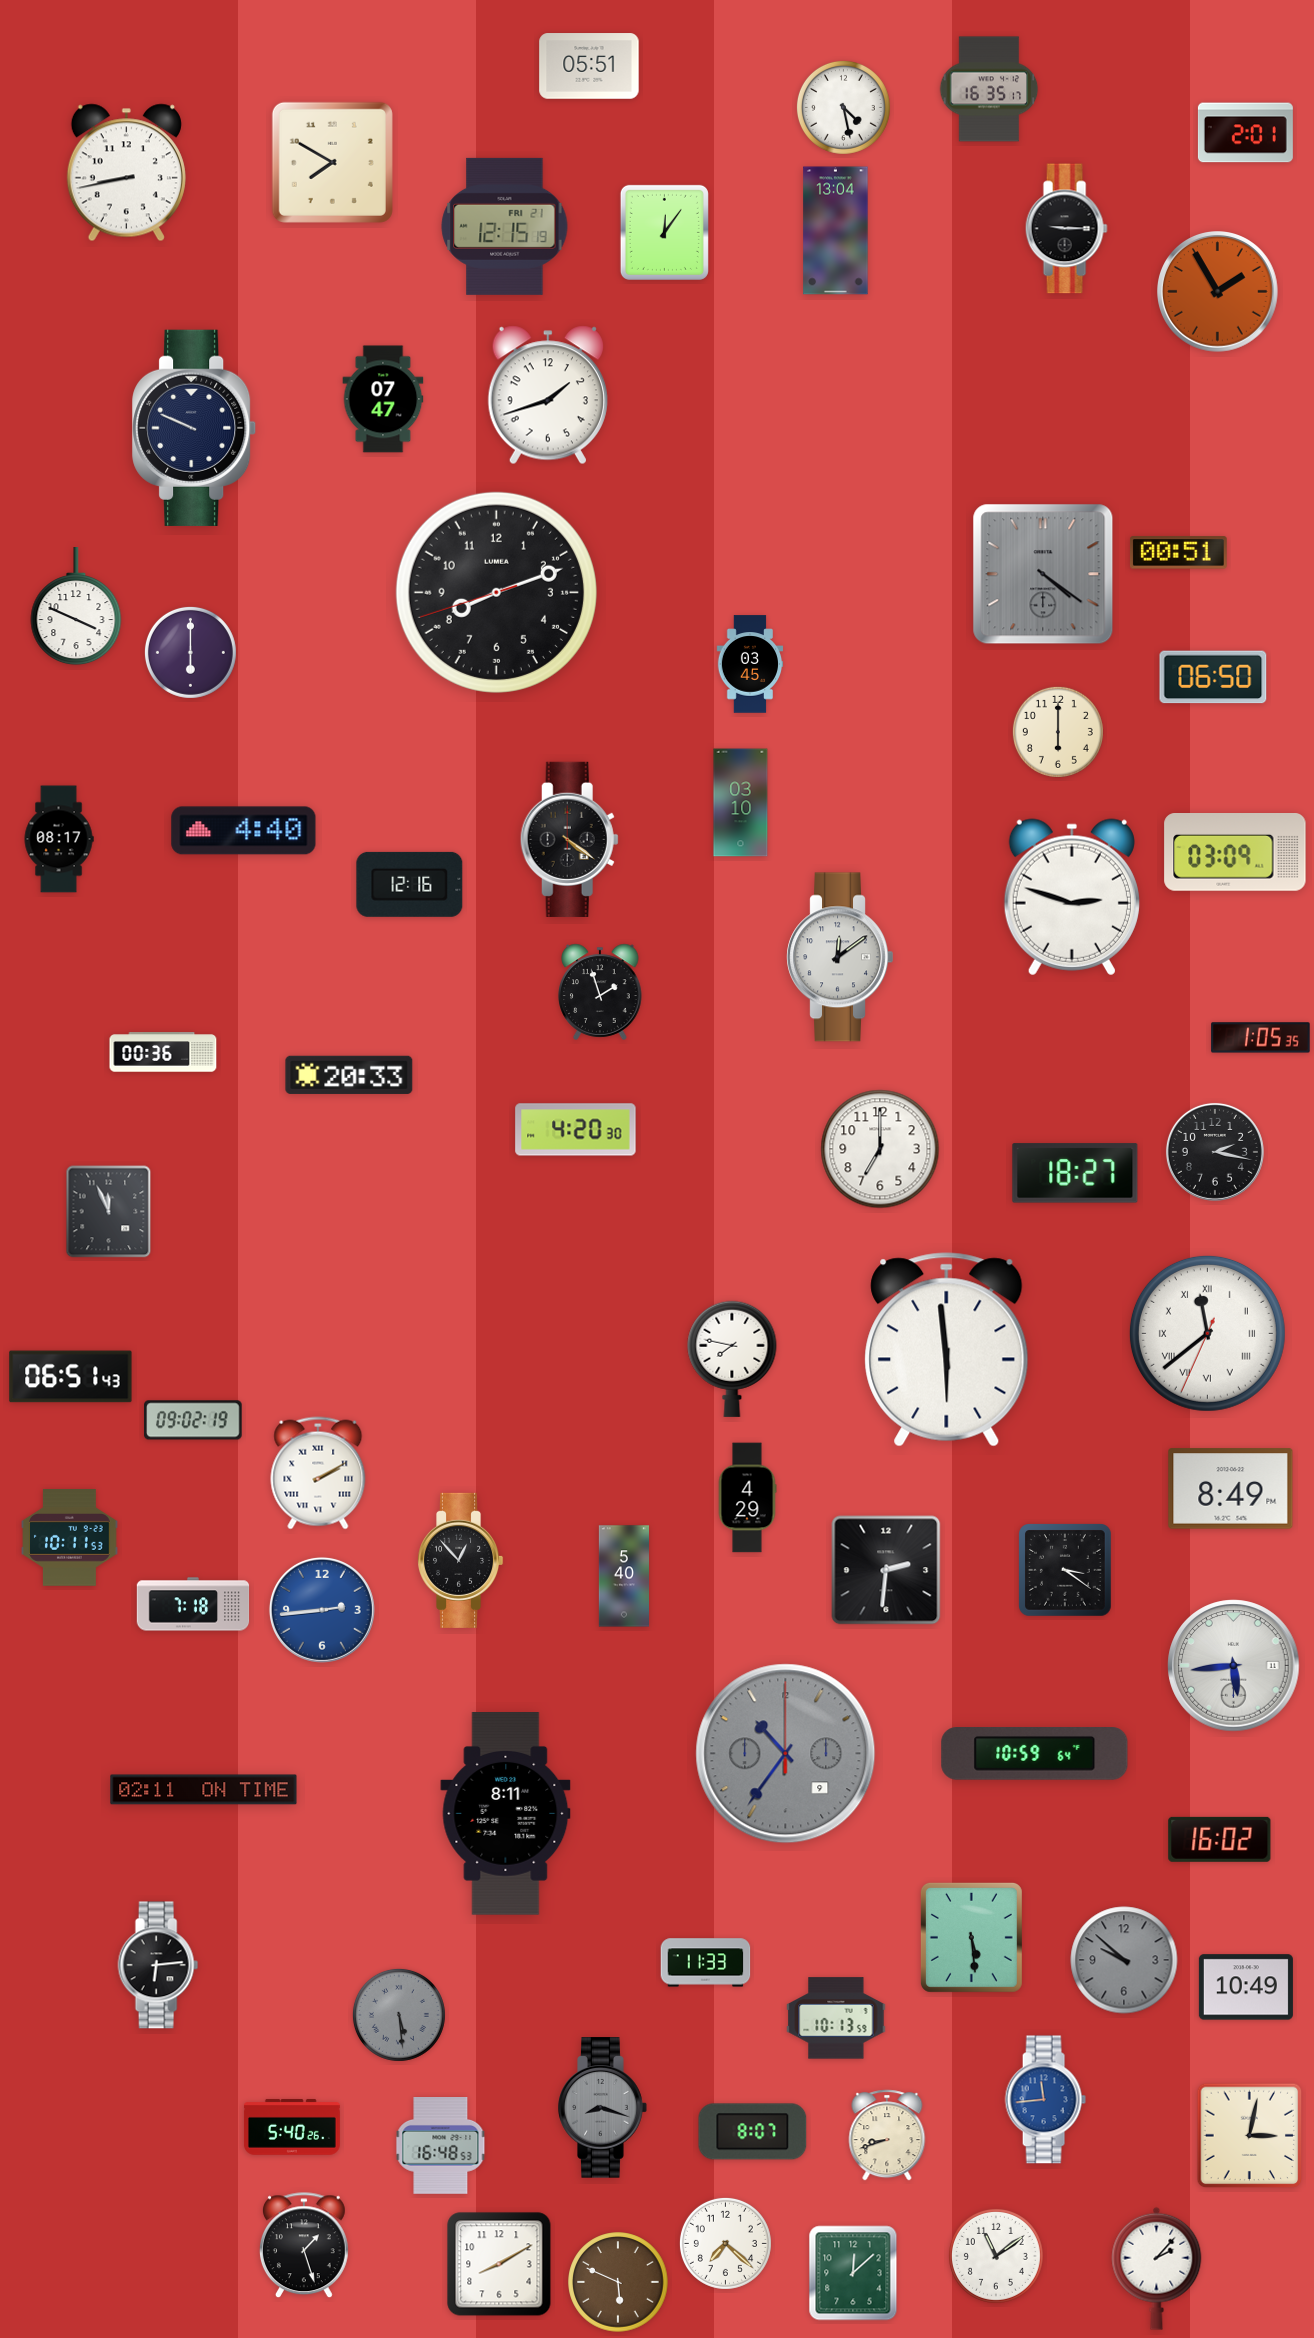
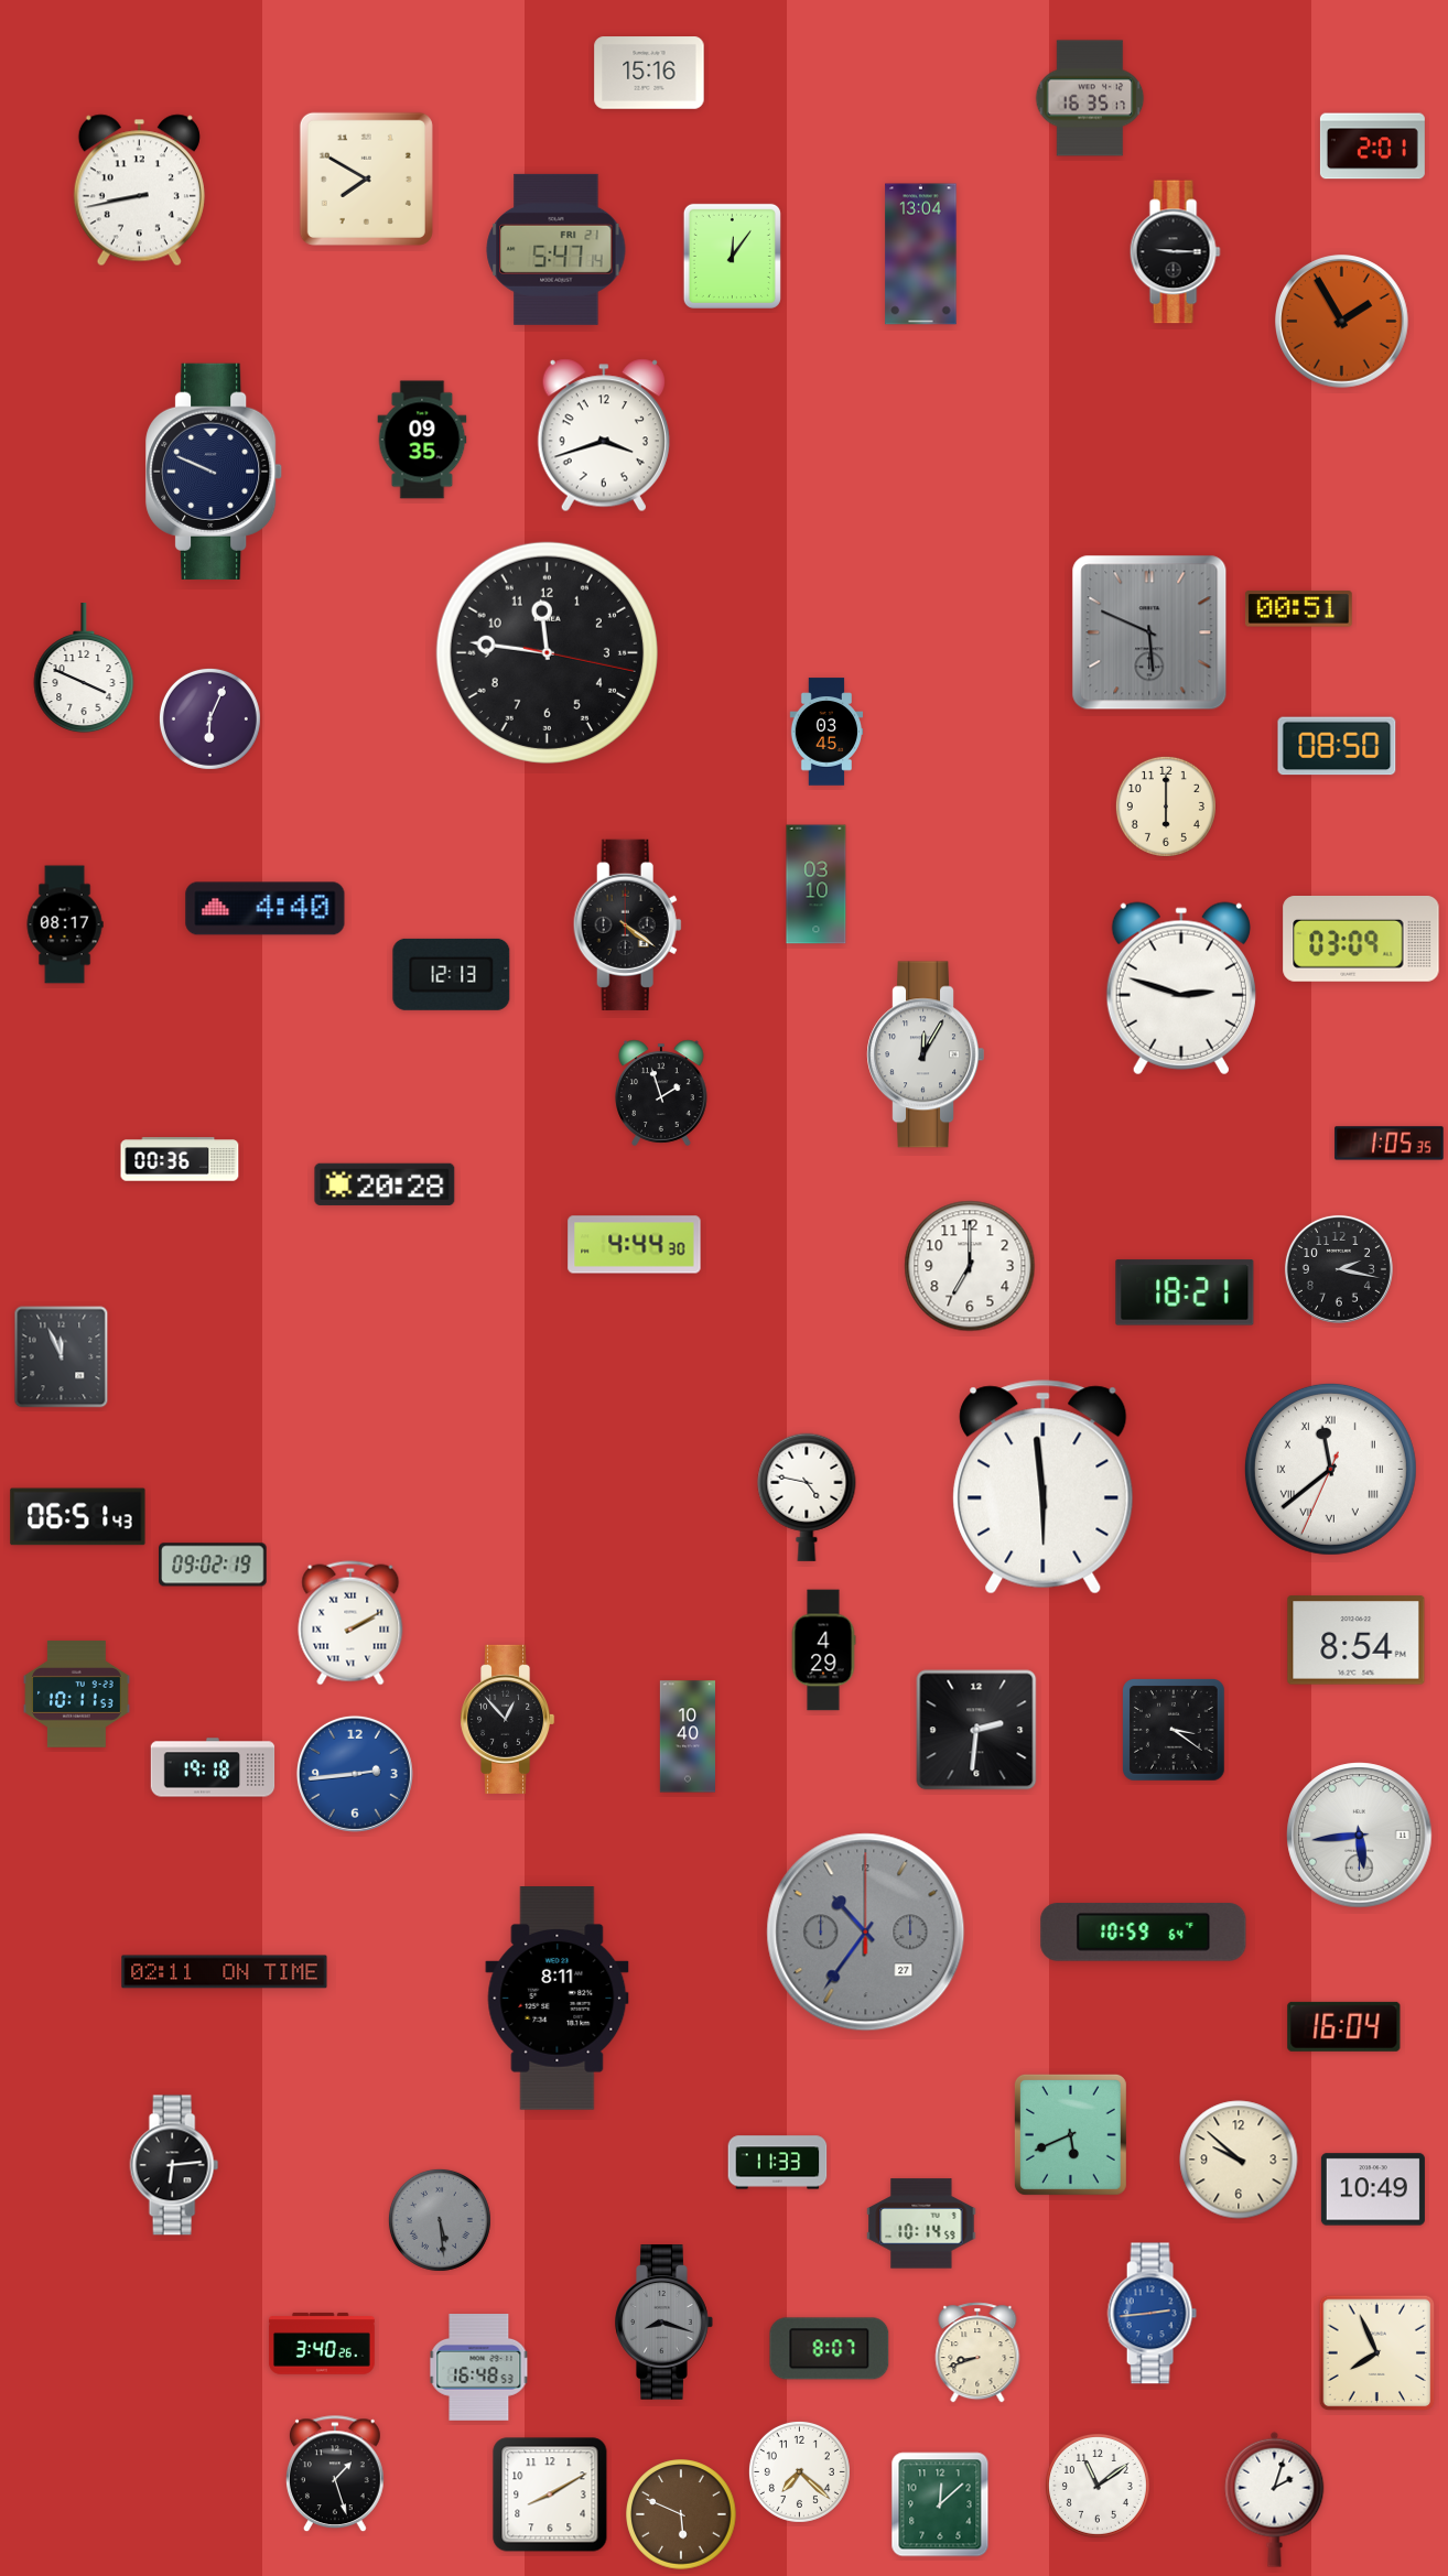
clock at (589, 66): 05:51 -> 15:16
clock at (843, 107): 4:28 -> none
clock at (505, 226): 12:15 -> 5:47
clock at (547, 395): 1:42 -> 3:42
clock at (383, 399): 07:47 -> 09:35
clock at (1043, 574): 4:21 -> 5:49
clock at (496, 592): 8:11 -> 11:46
clock at (190, 652): 6:00 -> 6:04
clock at (1213, 677): 06:50 -> 08:50
clock at (244, 831) position: (244, 831) -> (266, 909)
clock at (410, 884): 12:16 -> 12:13
clock at (840, 957): 12:09 -> 12:05
clock at (349, 1075): 20:33 -> 20:28
clock at (576, 1130): 4:20 -> 4:44
clock at (1075, 1173): 18:27 -> 18:21
clock at (109, 1212) position: (109, 1212) -> (62, 1357)
clock at (732, 1359): 7:47 -> 4:47
clock at (1231, 1489): 8:49 -> 8:54
clock at (623, 1576): 5:40 -> 10:40
clock at (193, 1604): 7:18 -> 19:18
clock at (786, 1754) date: 9 -> 27
clock at (1035, 1754) position: (1035, 1754) -> (1144, 1933)
clock at (1220, 1839): 16:02 -> 16:04
clock at (971, 1937): 5:29 -> 5:41
clock at (1124, 1960) dial: grey -> cream
clock at (836, 2018): 10:13 -> 10:14
clock at (1045, 2100): 11:44 -> 2:44
clock at (292, 2127): 5:40 -> 3:40
clock at (1250, 2136): 3:02 -> 7:56
clock at (441, 2146) position: (441, 2146) -> (479, 2368)
clock at (1157, 2268): 2:07 -> 2:03
